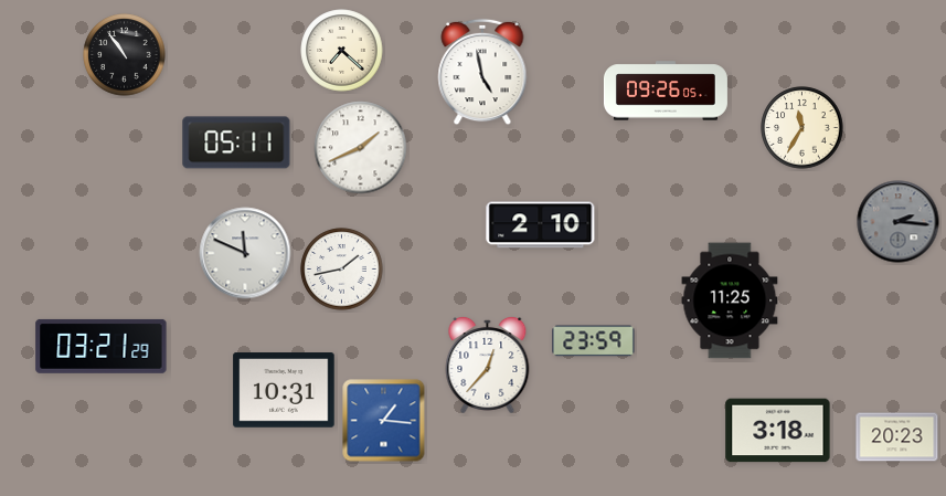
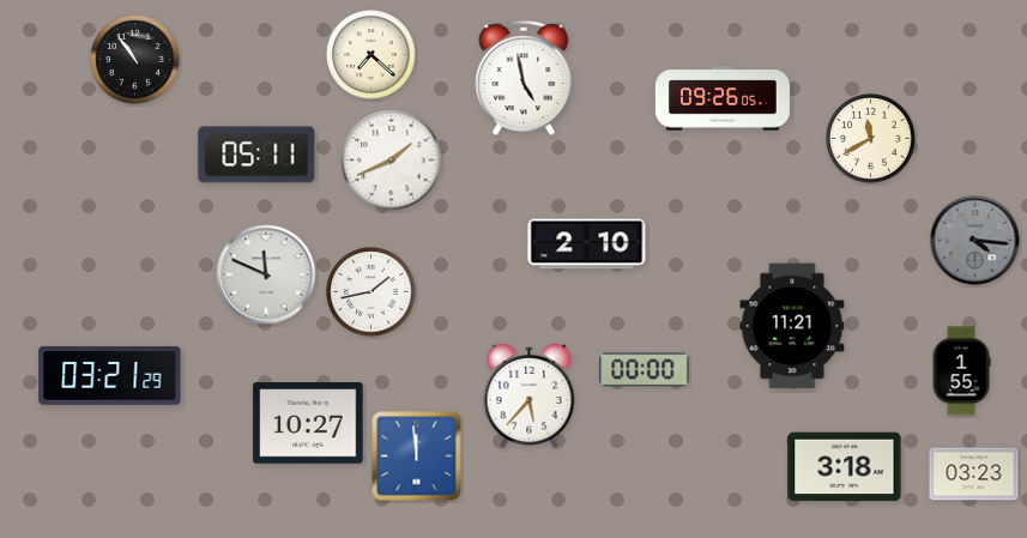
clock at (802, 128): 11:35 -> 11:40
clock at (899, 222): 2:16 -> 4:16
clock at (730, 300): 11:25 -> 11:21
clock at (594, 341): 23:59 -> 00:00
clock at (961, 371): none -> 1:55
clock at (488, 365): 12:37 -> 5:37
clock at (284, 390): 10:31 -> 10:27
clock at (384, 421): 1:16 -> 11:59
clock at (897, 437): 20:23 -> 03:23
